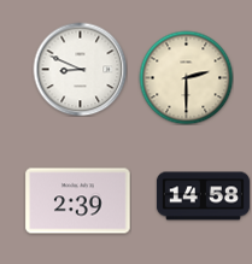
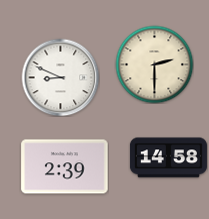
clock at (80, 69) position: (80, 69) -> (60, 77)
clock at (203, 196) position: (203, 196) -> (168, 158)
